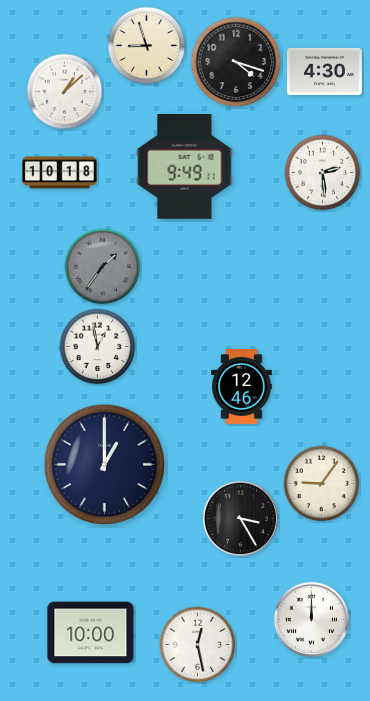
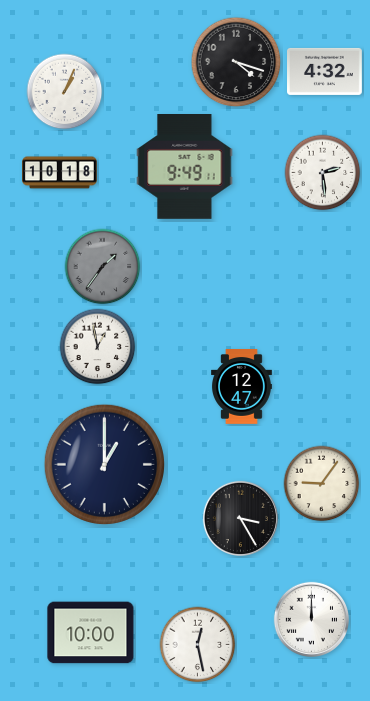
clock at (147, 46): 8:57 -> none
clock at (325, 71): 4:30 -> 4:32
clock at (65, 92): 1:08 -> 1:04
clock at (242, 387): 12:46 -> 12:47
